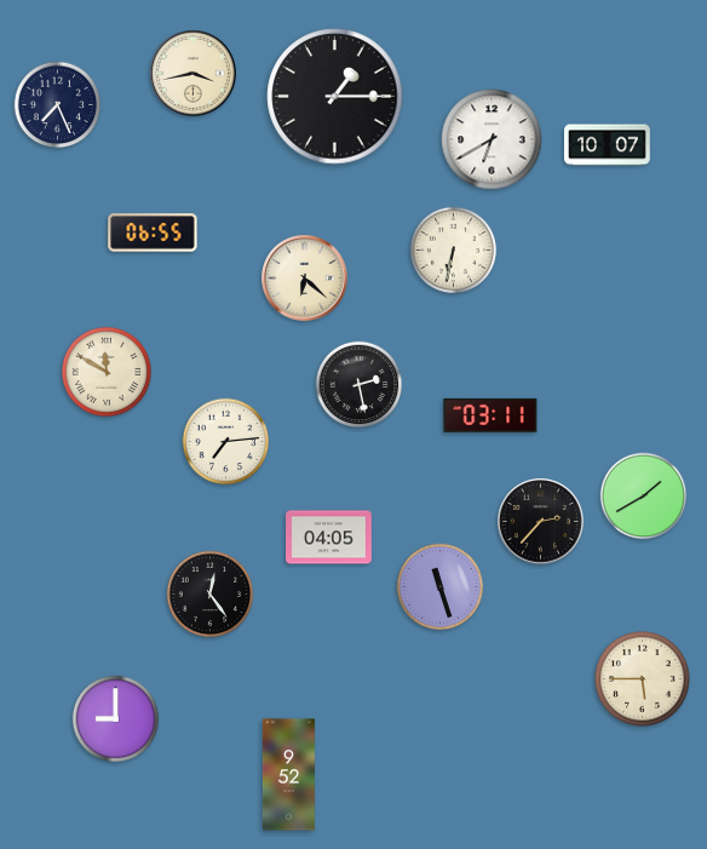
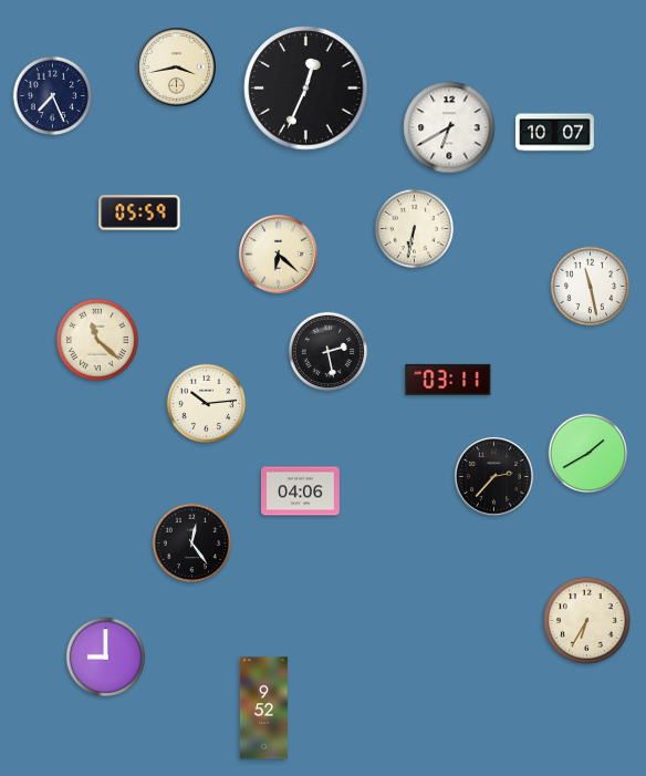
clock at (335, 97): 1:15 -> 12:34
clock at (153, 233): 06:55 -> 05:59
clock at (591, 287): none -> 11:28
clock at (107, 372): 11:50 -> 11:22
clock at (226, 442): 7:14 -> 10:14
clock at (329, 538): 04:05 -> 04:06
clock at (441, 587): 11:27 -> none
clock at (643, 679): 5:45 -> 6:35
